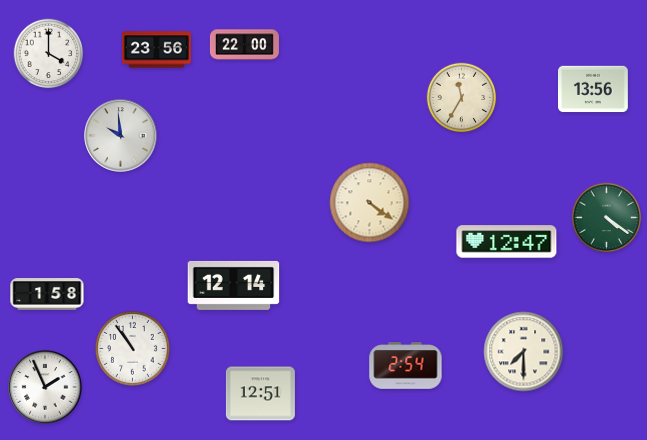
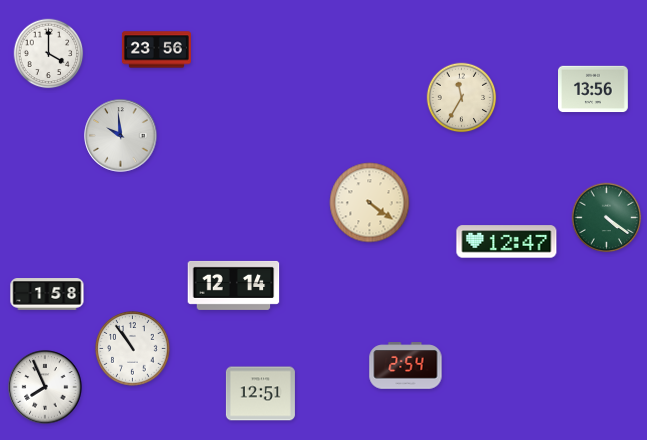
clock at (244, 45): 22:00 -> none
clock at (524, 352): 7:30 -> none
clock at (45, 387): 1:56 -> 7:56
